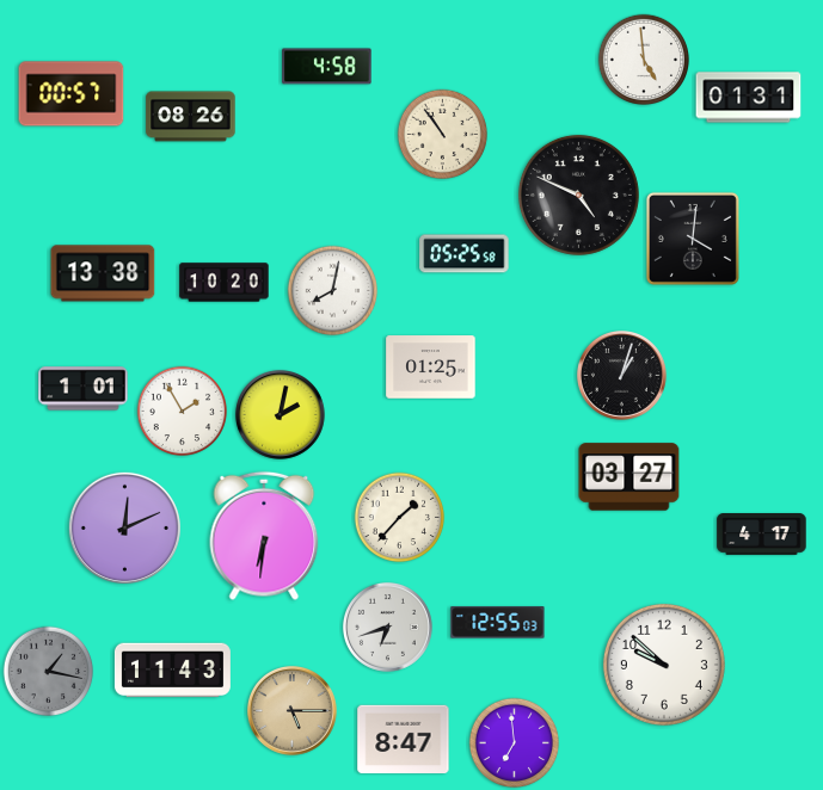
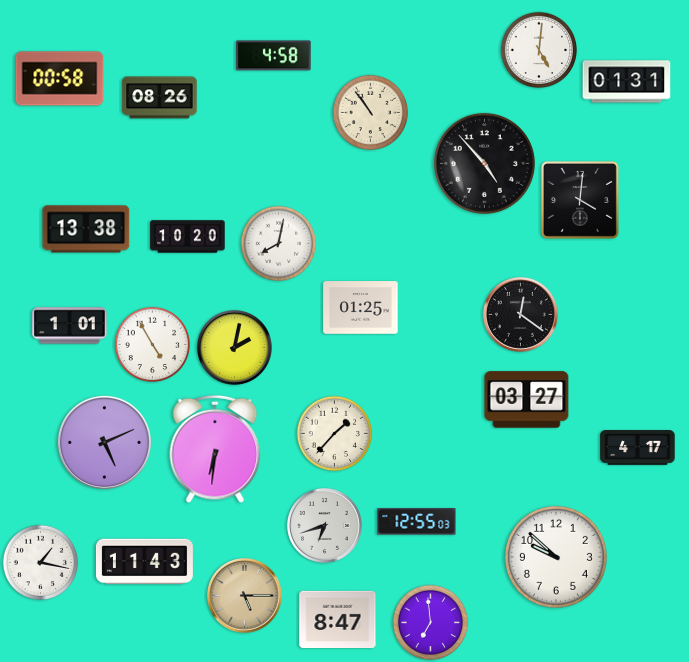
clock at (644, 60): 4:59 -> 5:01
clock at (72, 94): 00:57 -> 00:58
clock at (578, 195): 4:49 -> 4:53
clock at (465, 254): 05:25 -> none
clock at (621, 375): 1:03 -> 12:21
clock at (183, 412): 1:55 -> 4:55
clock at (124, 527): 12:11 -> 5:11
clock at (264, 536) position: (264, 536) -> (215, 449)
clock at (49, 672) dial: grey -> white
